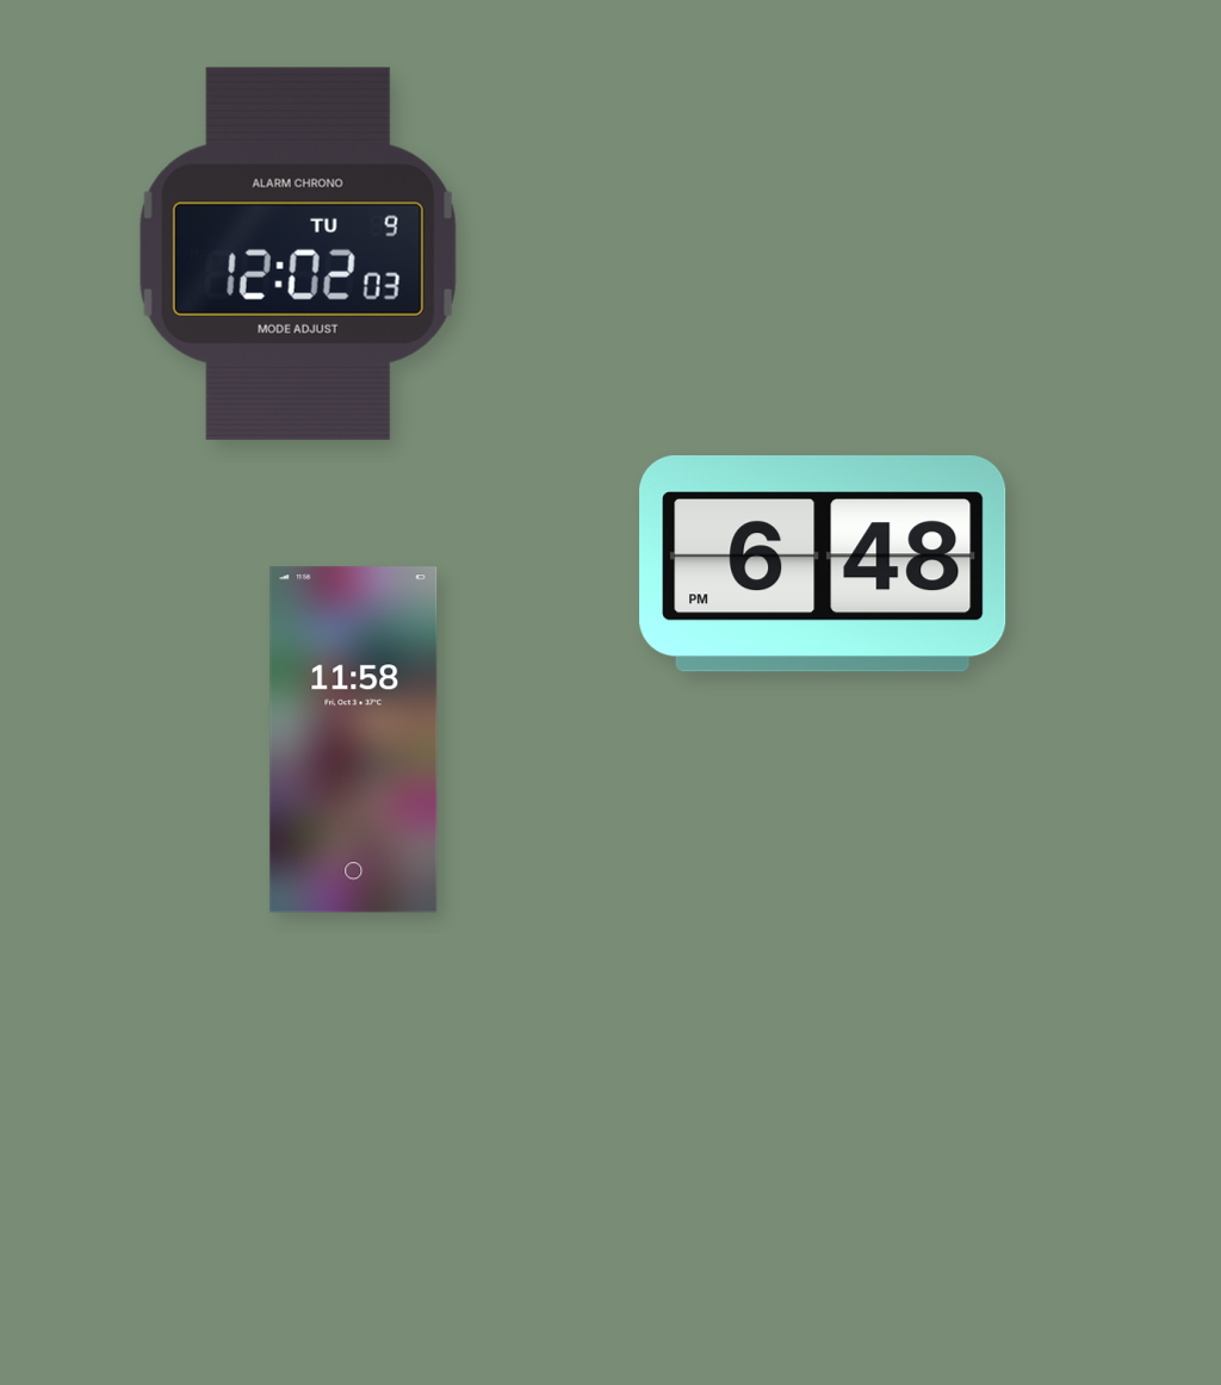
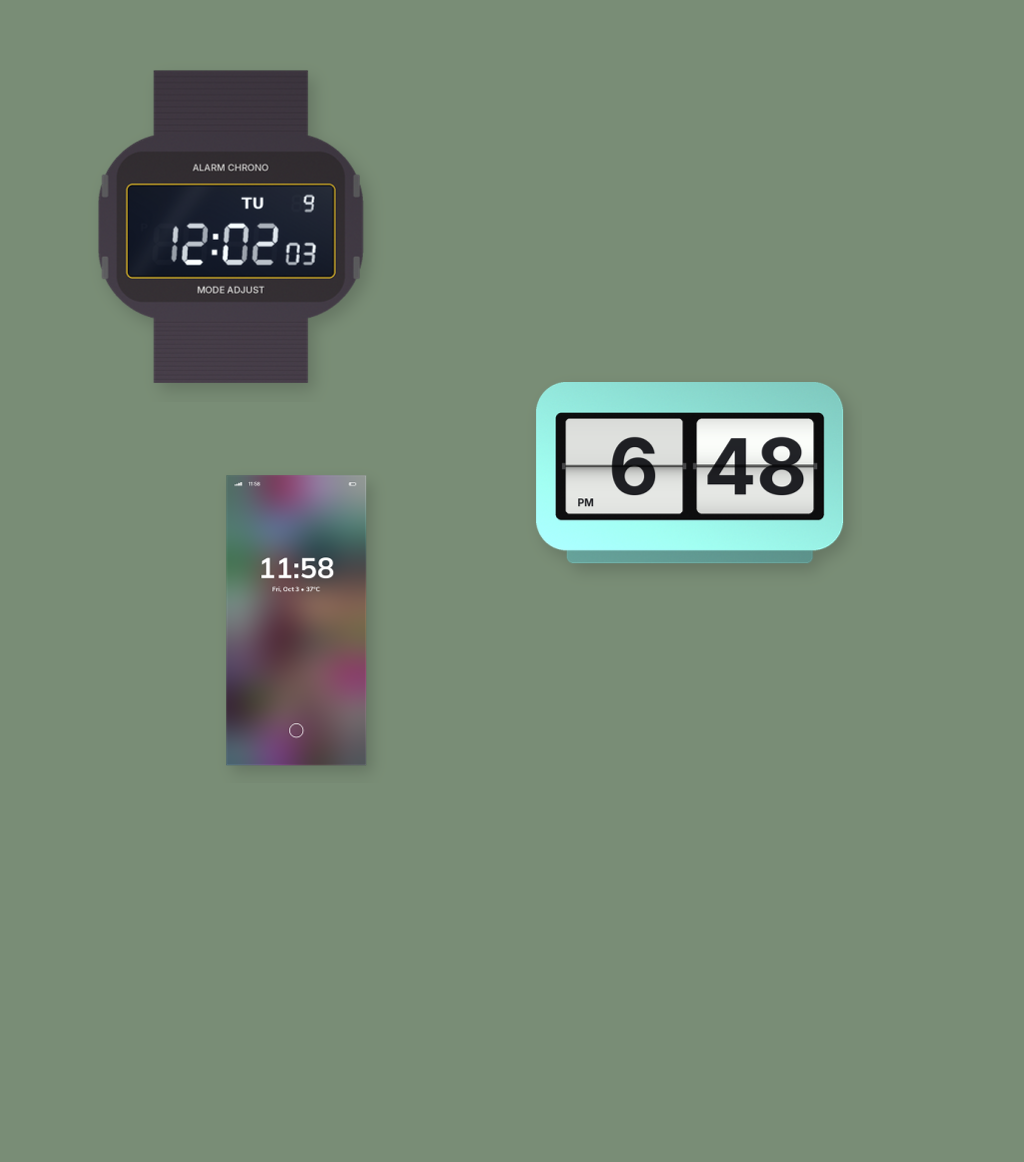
clock at (298, 254) position: (298, 254) -> (231, 227)
